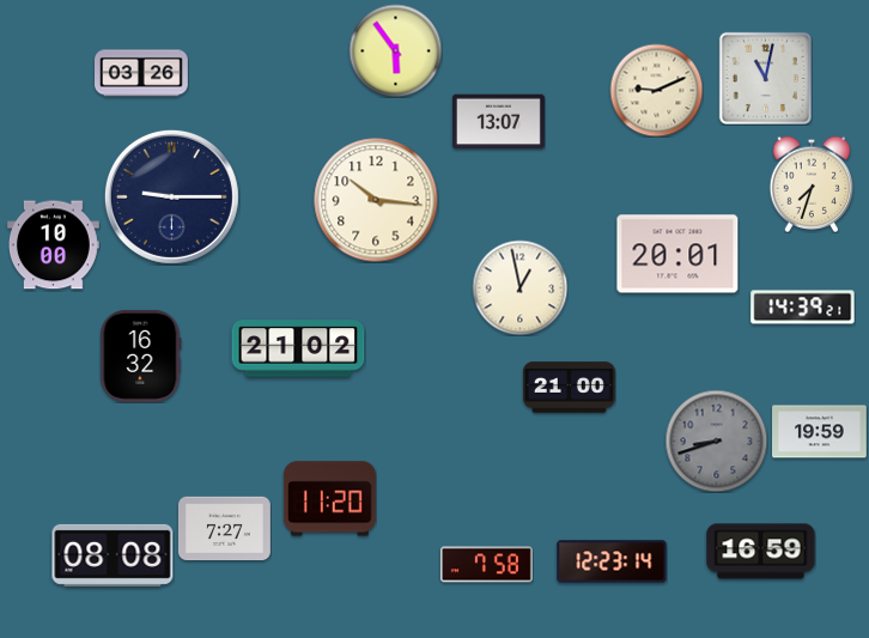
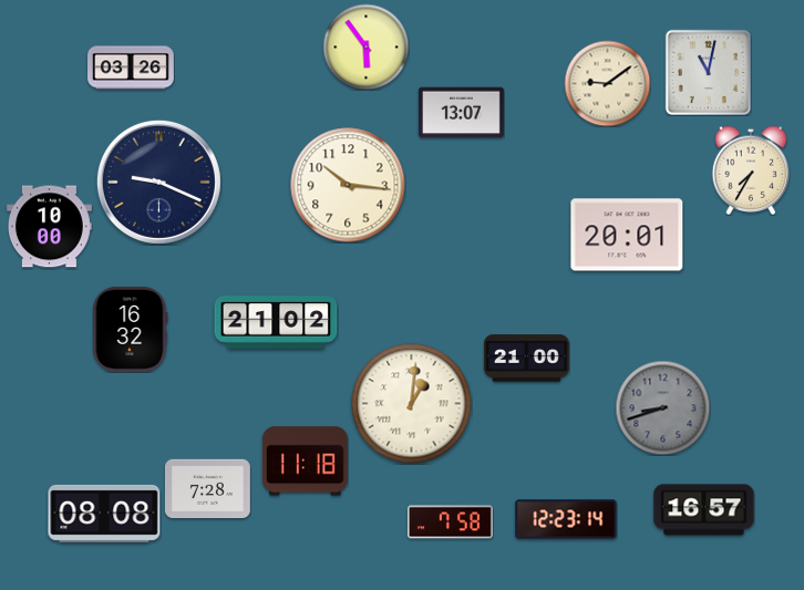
clock at (656, 90): 9:11 -> 9:09
clock at (812, 184): 7:33 -> 7:35
clock at (171, 196): 9:15 -> 9:19
clock at (519, 287): 12:58 -> none
clock at (803, 308): 14:39 -> none
clock at (820, 432): 19:59 -> none
clock at (412, 404): none -> 1:01
clock at (329, 499): 11:20 -> 11:18
clock at (224, 529): 7:27 -> 7:28
clock at (761, 552): 16:59 -> 16:57
